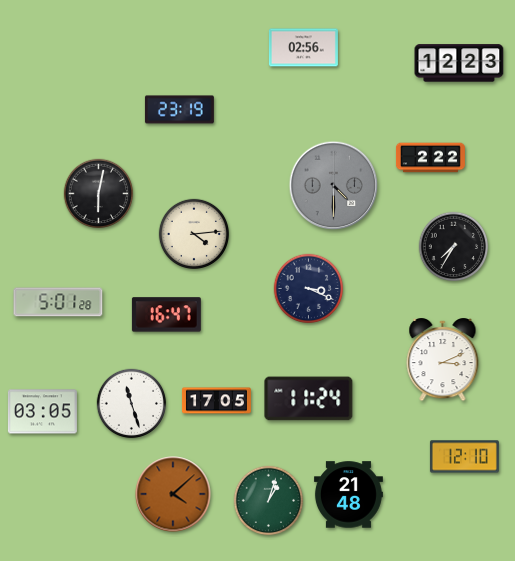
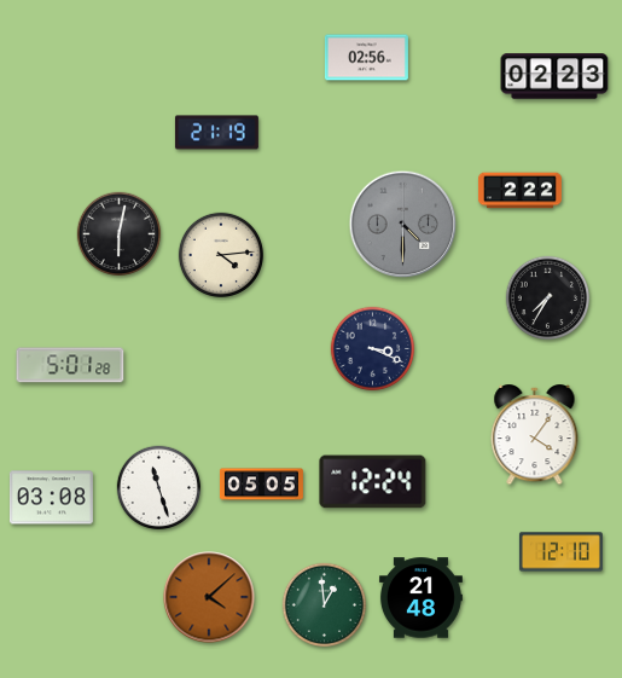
clock at (459, 63): 12:23 -> 02:23
clock at (179, 110): 23:19 -> 21:19
clock at (193, 233) position: (193, 233) -> (220, 254)
clock at (166, 315): 16:47 -> none
clock at (443, 361): 3:11 -> 4:06
clock at (309, 399): 11:24 -> 12:24
clock at (216, 401): 17:05 -> 05:05
clock at (42, 412): 03:05 -> 03:08
clock at (269, 501): 1:03 -> 12:59
